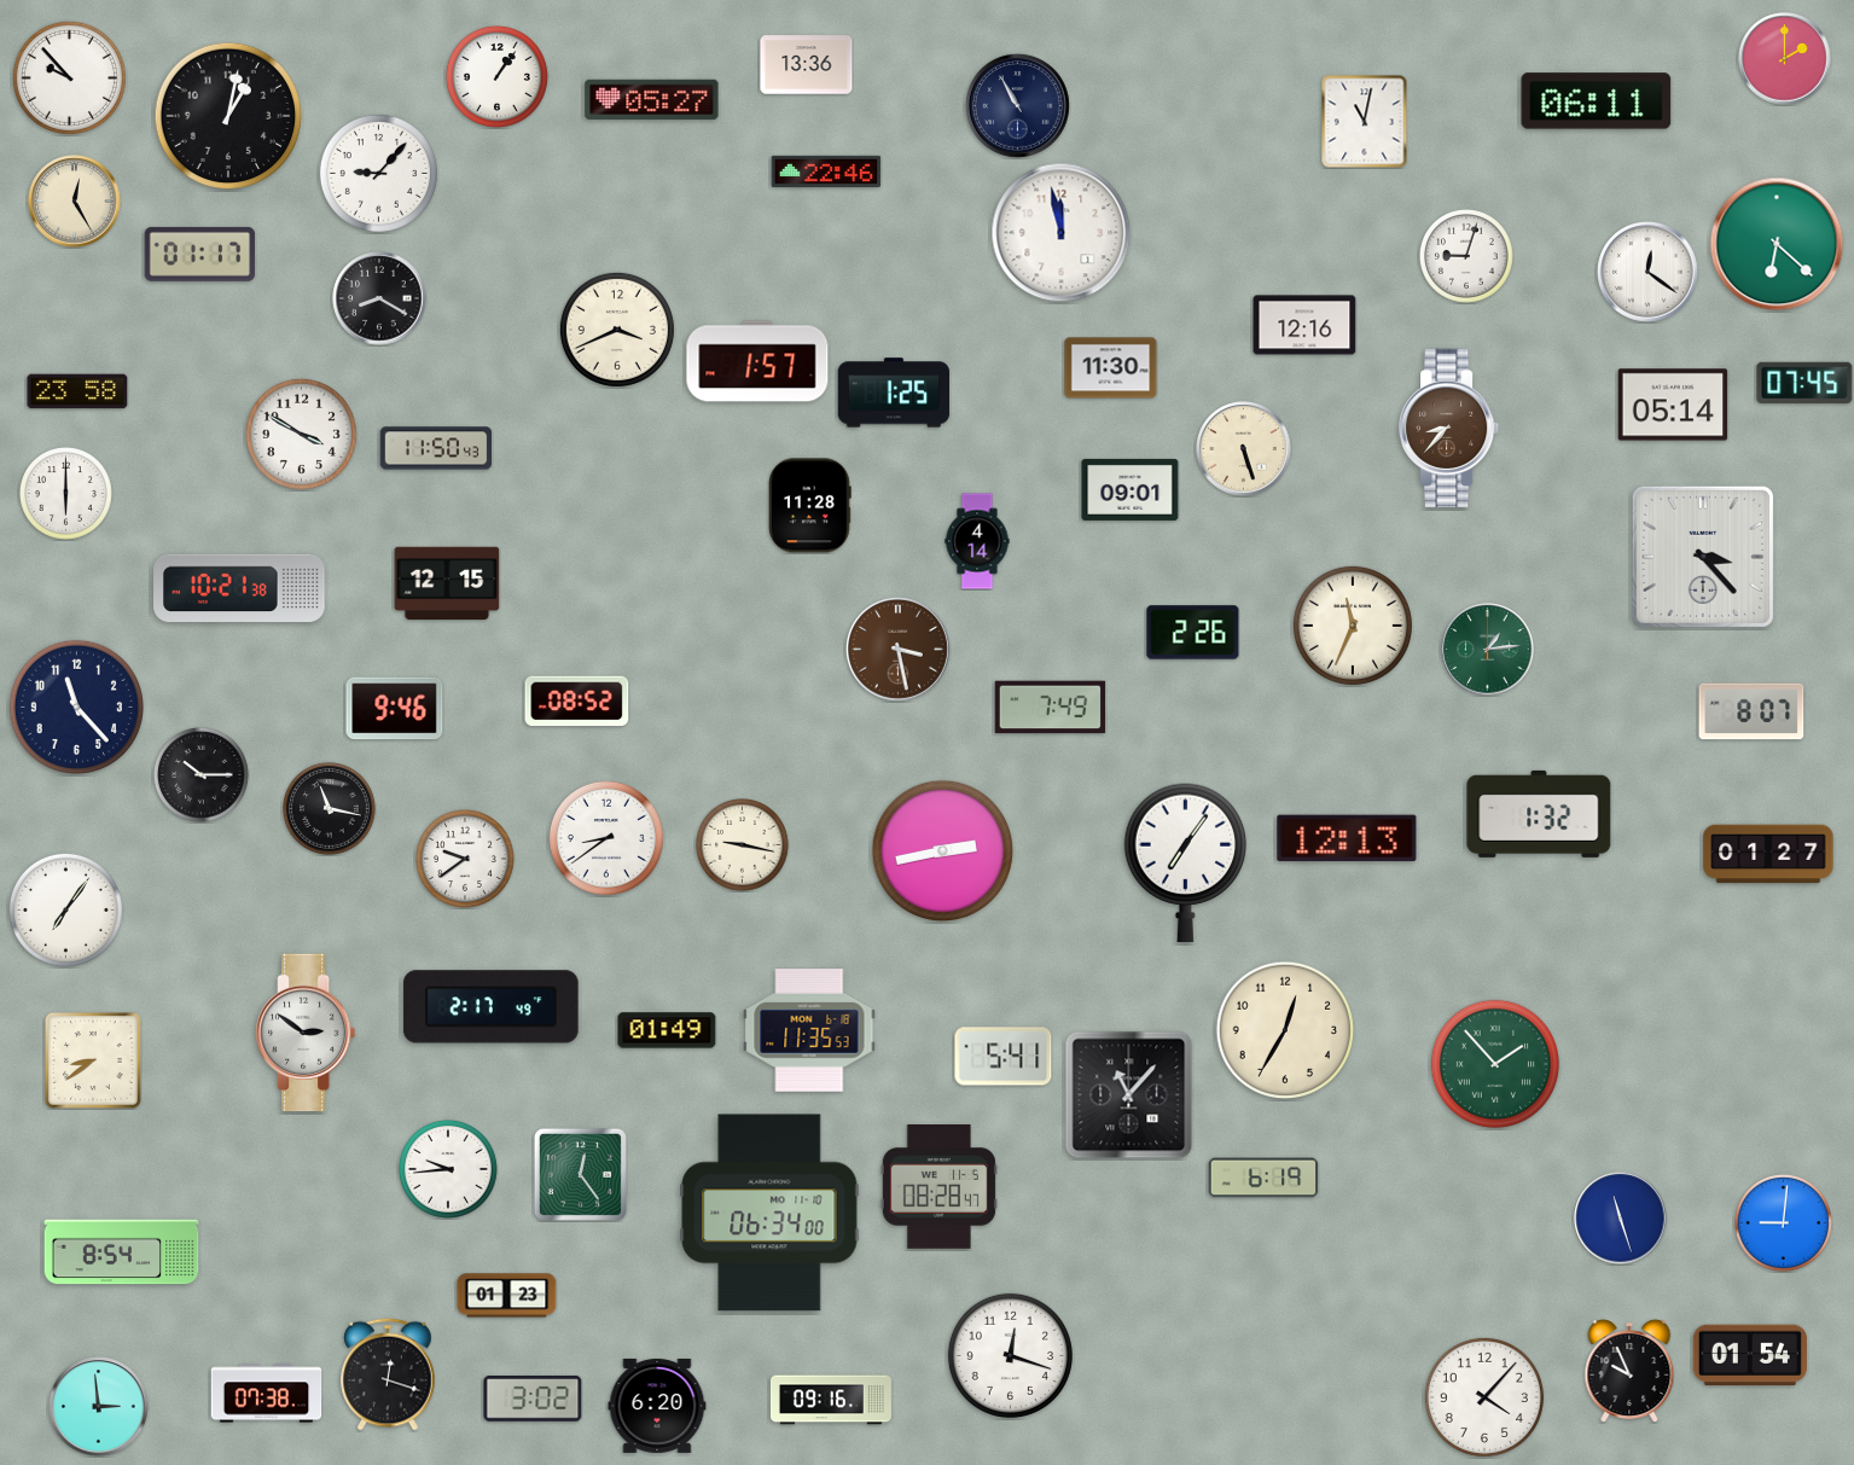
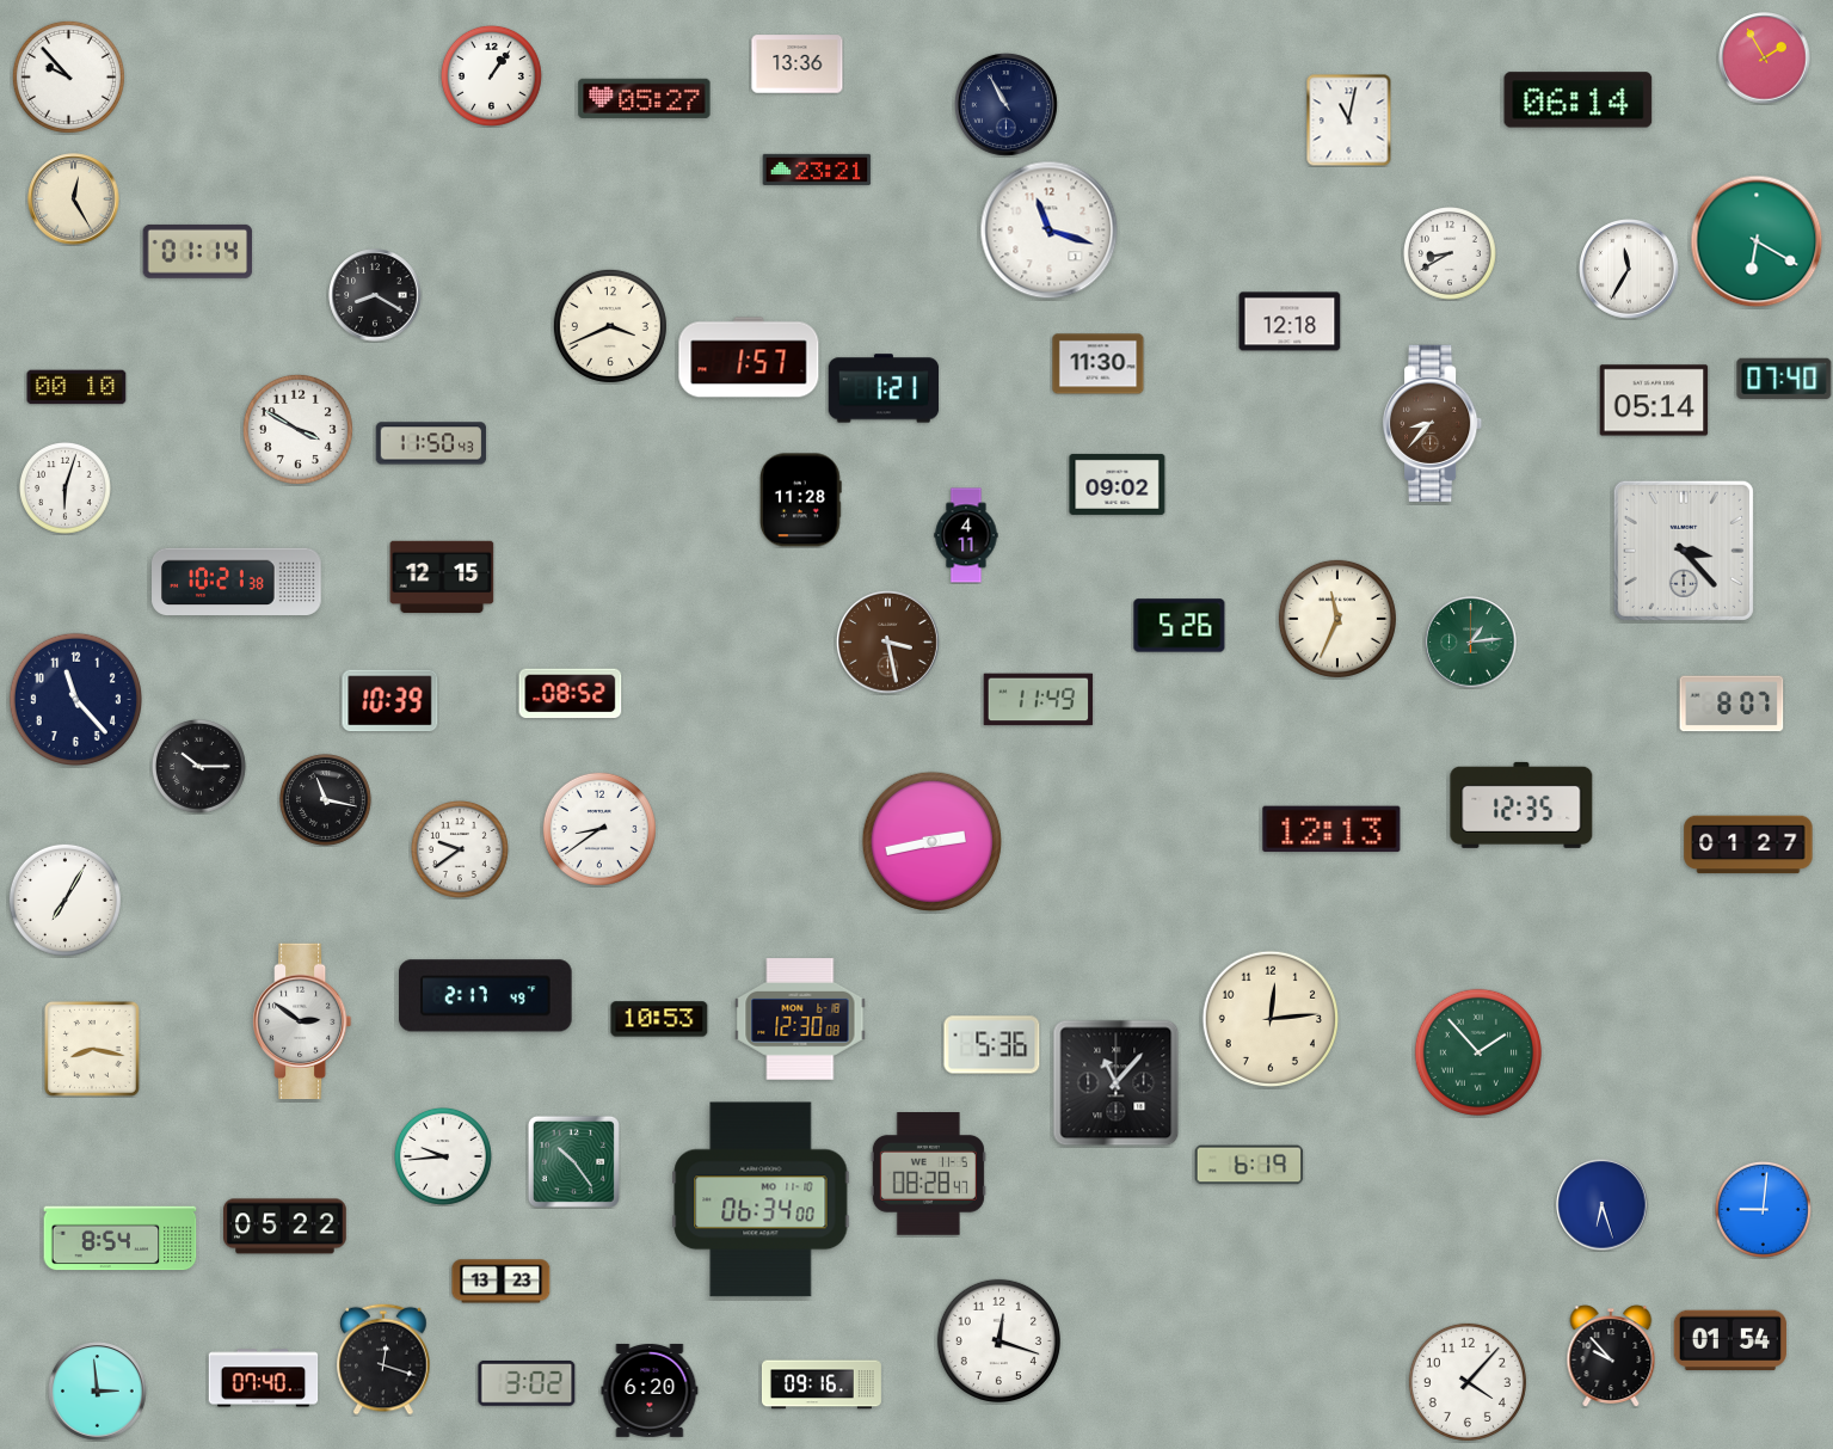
clock at (1785, 59): 2:00 -> 1:55
clock at (1597, 101): 06:11 -> 06:14
clock at (228, 116): 1:02 -> none
clock at (826, 172): 22:46 -> 23:21
clock at (378, 173): 9:07 -> none
clock at (1062, 233): 11:58 -> 11:18
clock at (1777, 244): 6:22 -> 6:20
clock at (200, 254): 01:17 -> 01:14
clock at (1467, 257): 9:03 -> 8:40
clock at (1647, 272): 12:21 -> 11:35
clock at (1304, 325): 12:16 -> 12:18
clock at (1804, 383): 07:45 -> 07:40
clock at (77, 391): 23:58 -> 00:10
clock at (894, 393): 1:25 -> 1:21
clock at (1244, 449): 5:27 -> none
clock at (1131, 489): 09:01 -> 09:02
clock at (66, 494): 6:00 -> 6:03
clock at (977, 541): 4:14 -> 4:11
clock at (1193, 633): 2:26 -> 5:26
clock at (1051, 708): 7:49 -> 11:49
clock at (395, 709): 9:46 -> 10:39
clock at (1539, 814): 1:32 -> 12:35
clock at (743, 845): 9:17 -> none
clock at (1186, 862): 7:06 -> none
clock at (65, 909): 7:06 -> 7:05
clock at (1284, 1029): 12:35 -> 12:14
clock at (667, 1030): 01:49 -> 10:53
clock at (809, 1030): 11:35 -> 12:30
clock at (1004, 1057): 5:41 -> 5:36
clock at (93, 1060): 8:39 -> 8:17
clock at (580, 1174): 12:24 -> 10:24
clock at (1621, 1219): 11:27 -> 6:27
clock at (285, 1227): none -> 05:22
clock at (507, 1296): 01:23 -> 13:23
clock at (1629, 1371): 9:56 -> 9:53
clock at (267, 1394): 07:38 -> 07:40
